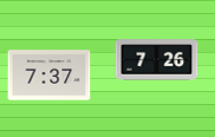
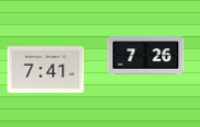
clock at (50, 76): 7:37 -> 7:41
